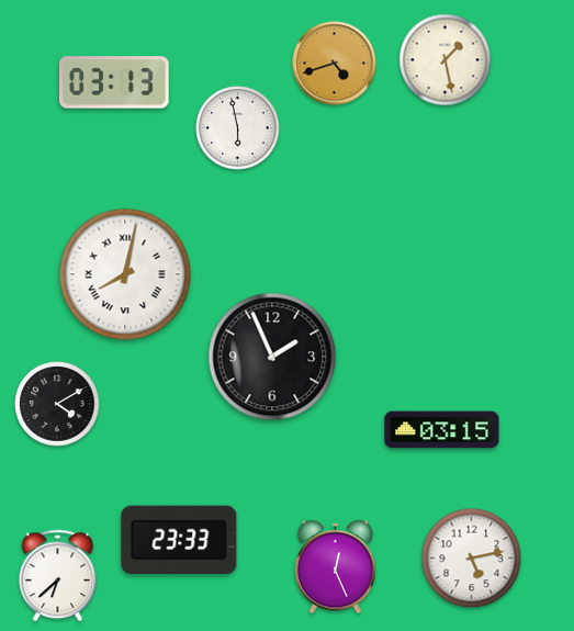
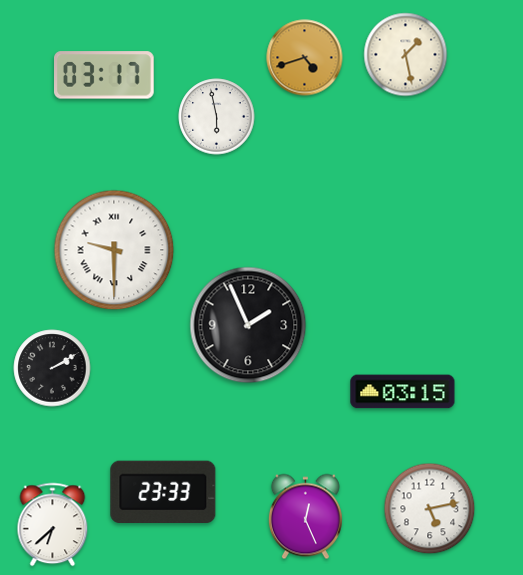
clock at (115, 82): 03:13 -> 03:17
clock at (125, 274): 8:02 -> 9:30
clock at (57, 404): 4:10 -> 2:10
